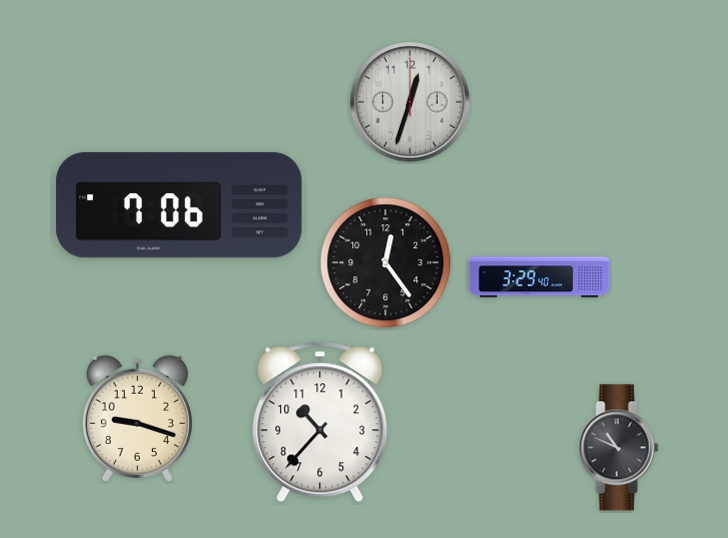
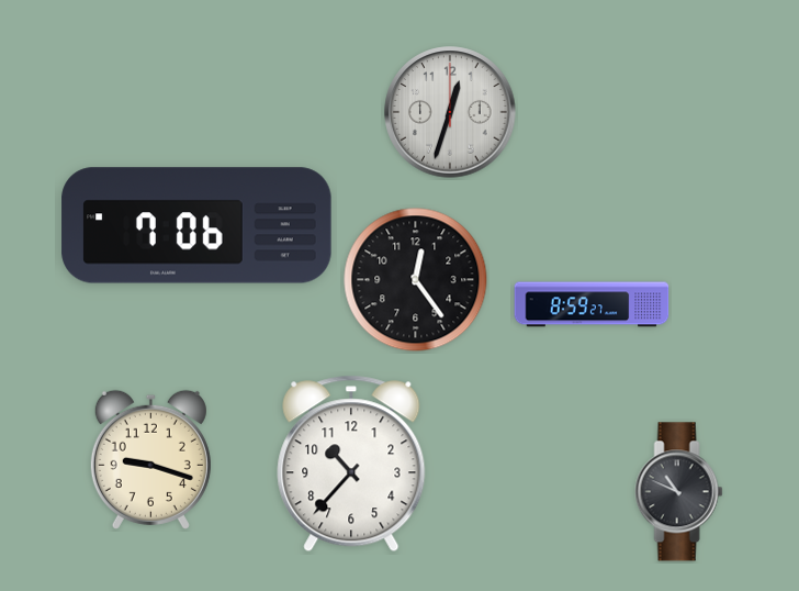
clock at (386, 263) position: (386, 263) -> (416, 280)
clock at (539, 277): 3:29 -> 8:59
